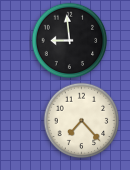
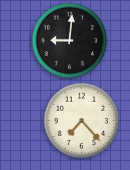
clock at (70, 41): 8:59 -> 9:01
